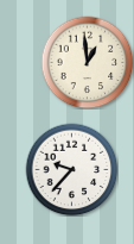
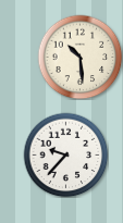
clock at (87, 62): 12:59 -> 10:29
